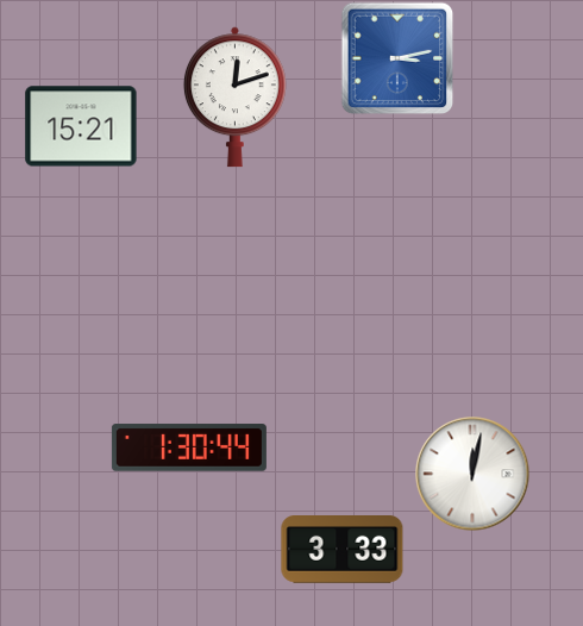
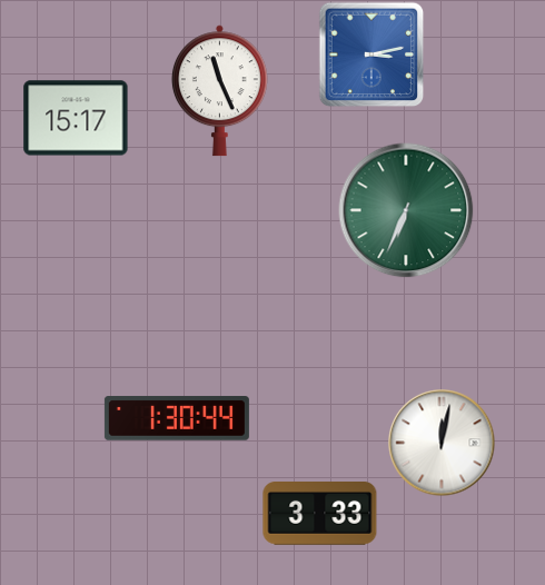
clock at (234, 98): 12:12 -> 11:26
clock at (81, 126): 15:21 -> 15:17
clock at (406, 210): none -> 6:34
